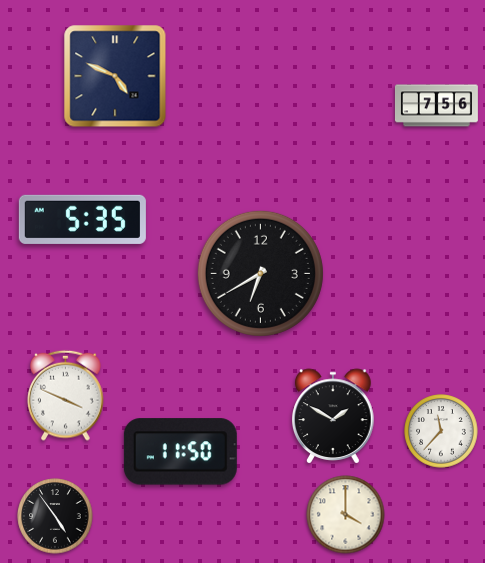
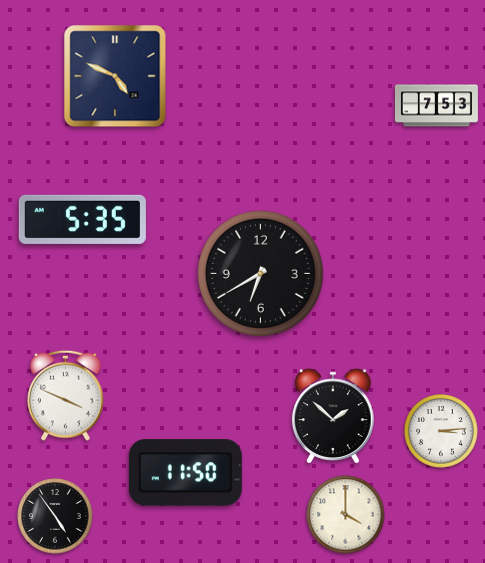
clock at (436, 106): 7:56 -> 7:53
clock at (334, 416): 1:50 -> 1:52
clock at (441, 431): 11:37 -> 3:14
clock at (180, 452) position: (180, 452) -> (185, 473)
